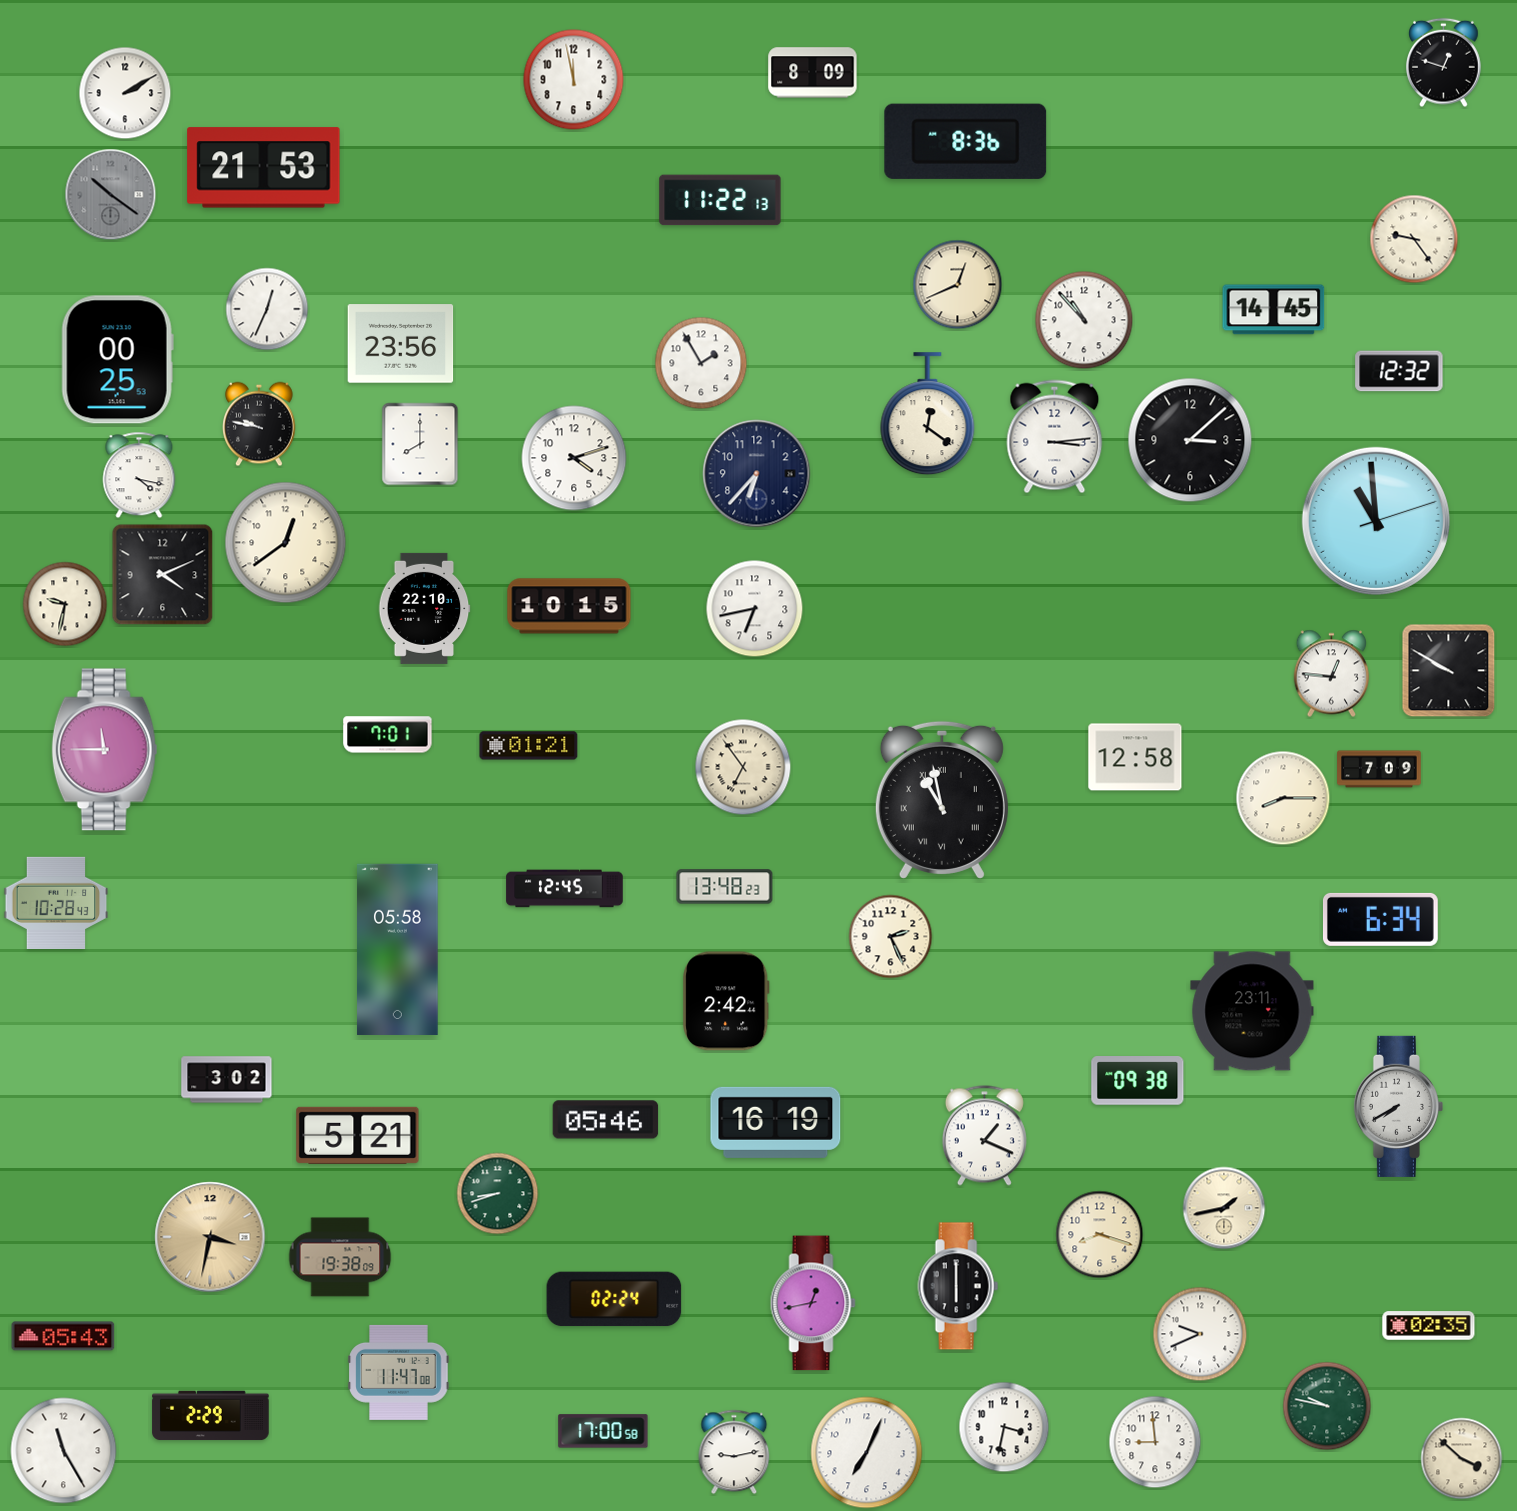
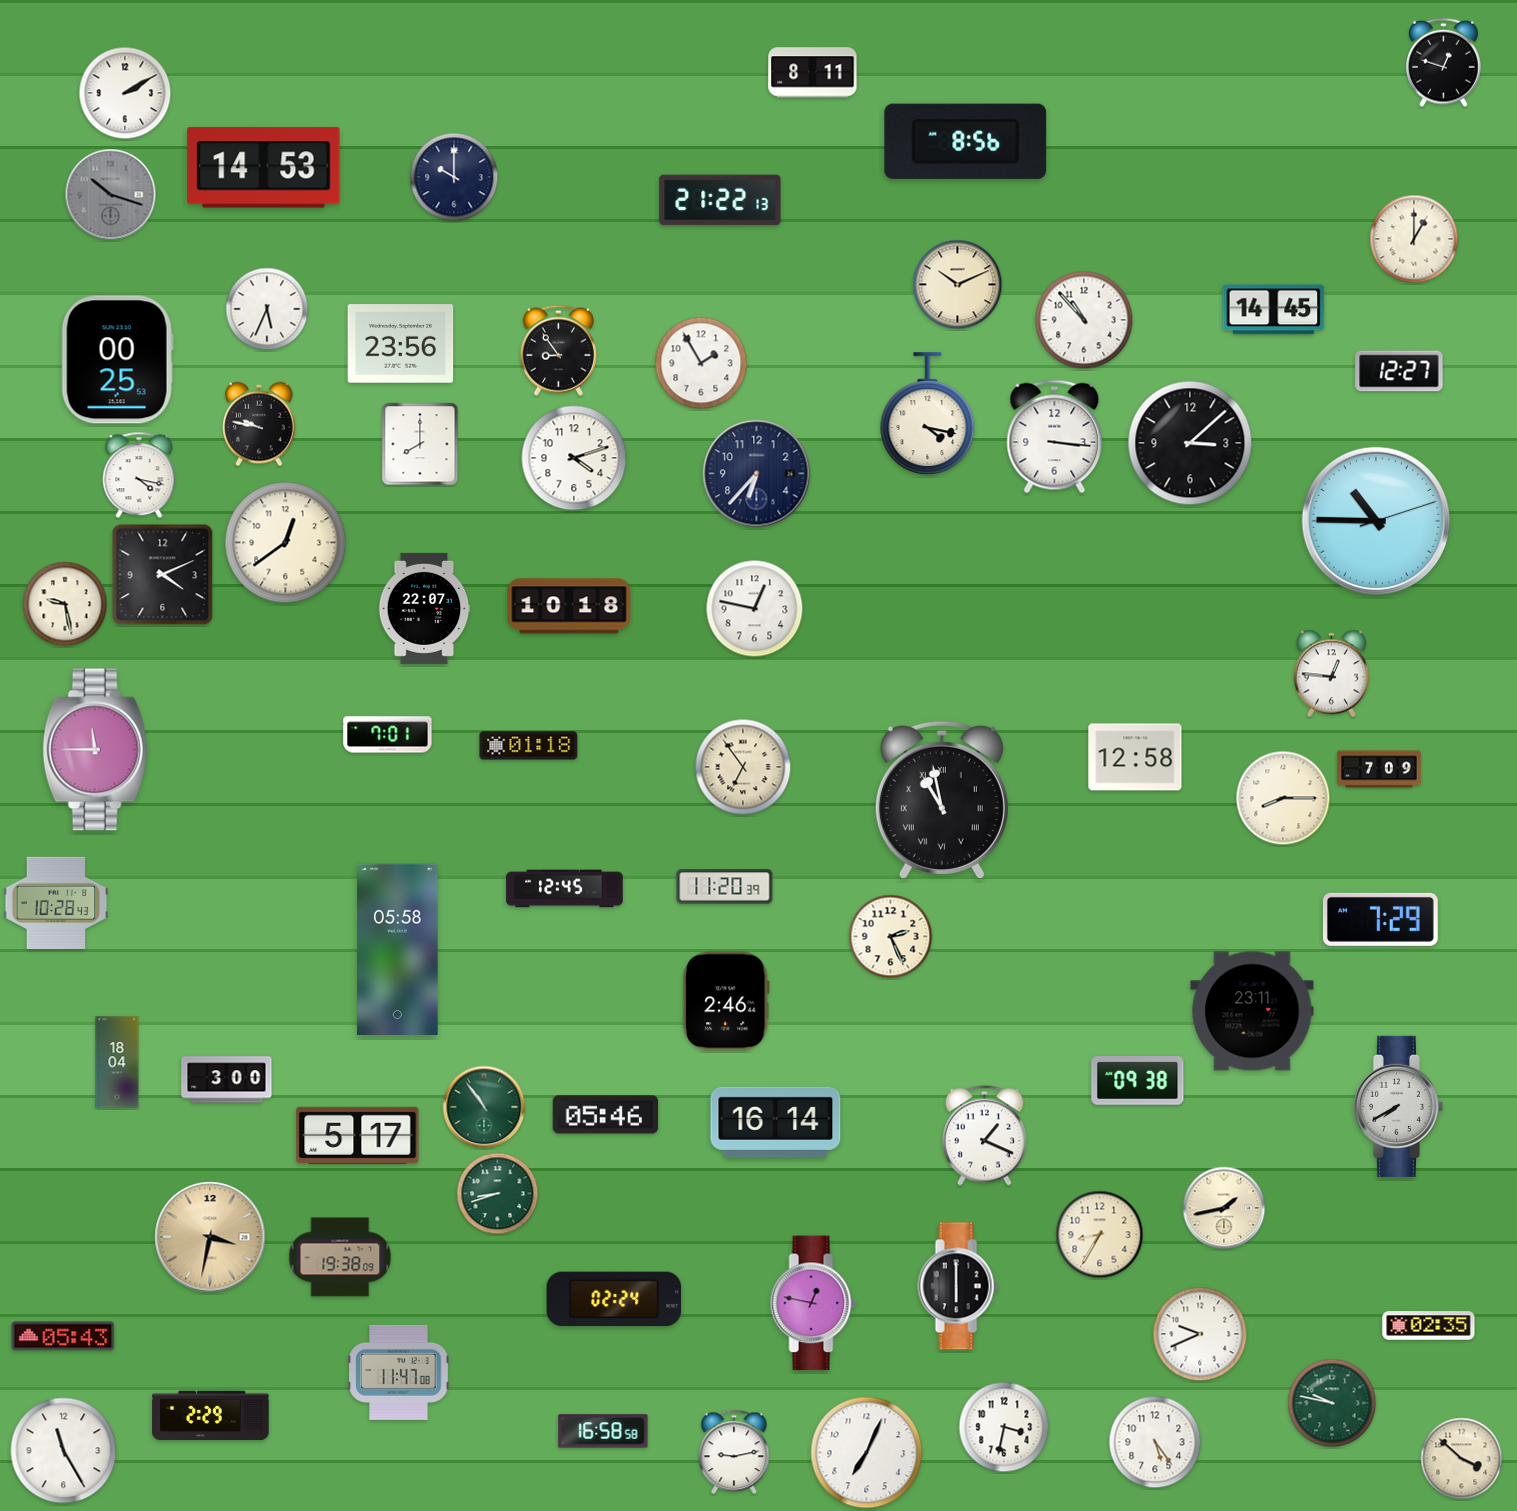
clock at (813, 73): 8:09 -> 8:11
clock at (574, 80): 11:58 -> none
clock at (966, 141): 8:36 -> 8:56
clock at (264, 168): 21:53 -> 14:53
clock at (454, 177): none -> 10:00
clock at (111, 195): 10:21 -> 10:18
clock at (720, 200): 11:22 -> 21:22
clock at (1414, 239): 9:24 -> 1:00
clock at (958, 285): 12:41 -> 10:11
clock at (267, 309): 12:34 -> 5:34
clock at (558, 350): none -> 8:54
clock at (1399, 371): 12:32 -> 12:27
clock at (928, 414): 12:21 -> 4:17
clock at (1055, 437): 3:14 -> 3:16
clock at (1190, 440) position: (1190, 440) -> (1190, 443)
clock at (1376, 521): 10:59 -> 10:45
clock at (65, 604): 9:32 -> 9:28
clock at (569, 606): 10:15 -> 10:18
clock at (424, 608): 22:10 -> 22:07
clock at (755, 609): 6:43 -> 12:47
clock at (1449, 671): 9:50 -> none
clock at (529, 746): 01:21 -> 01:18
clock at (105, 750) position: (105, 750) -> (96, 750)
clock at (725, 887): 13:48 -> 11:20
clock at (1380, 919): 6:34 -> 7:29
clock at (727, 1001): 2:42 -> 2:46
clock at (117, 1062): none -> 18:04
clock at (227, 1080): 3:02 -> 3:00
clock at (484, 1107): none -> 10:54
clock at (606, 1120) position: (606, 1120) -> (606, 1115)
clock at (776, 1122): 16:19 -> 16:14
clock at (358, 1135): 5:21 -> 5:17
clock at (1100, 1235): 8:18 -> 8:35
clock at (813, 1303): 12:43 -> 12:47
clock at (1327, 1406) position: (1327, 1406) -> (1332, 1403)
clock at (603, 1431): 17:00 -> 16:58
clock at (1155, 1442): 8:59 -> 5:24
